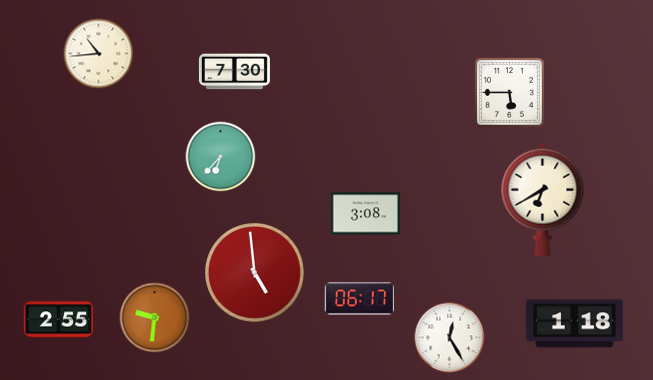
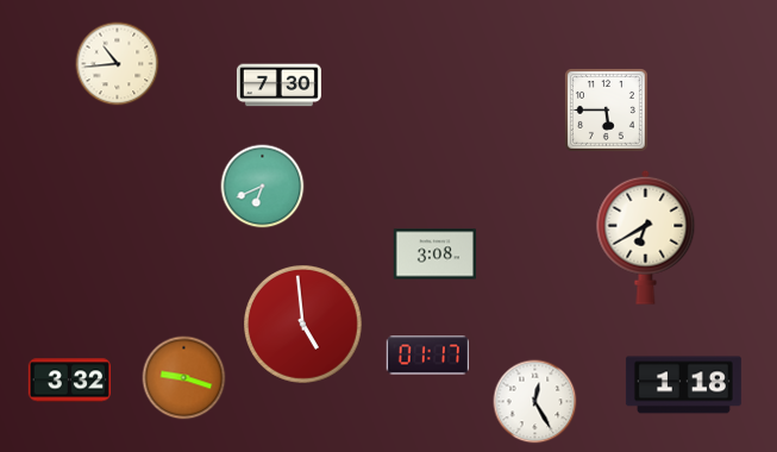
clock at (221, 157): 6:37 -> 6:41
clock at (359, 299): 06:17 -> 01:17
clock at (155, 318): 9:31 -> 9:18
clock at (59, 320): 2:55 -> 3:32
